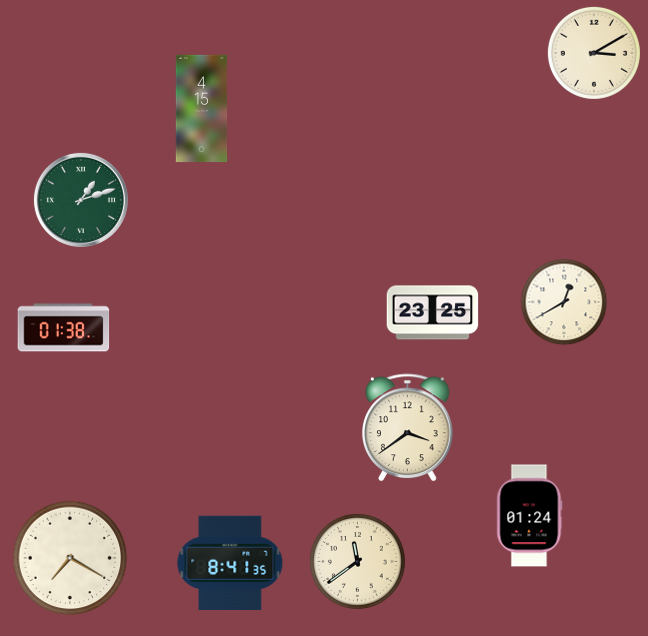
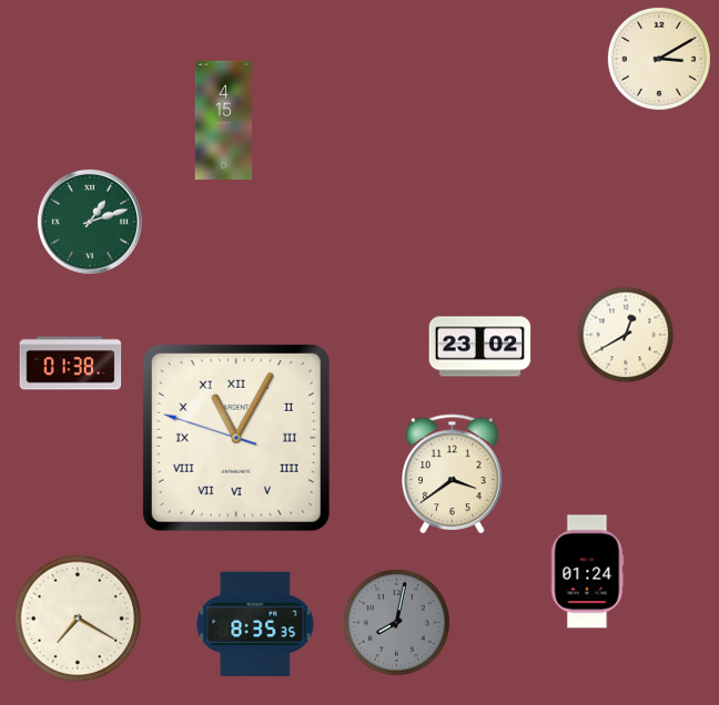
clock at (433, 313): 23:25 -> 23:02
clock at (236, 438): none -> 11:04
clock at (230, 562): 8:41 -> 8:35
clock at (358, 562): 11:39 -> 8:02
clock at (358, 562) dial: cream -> grey
